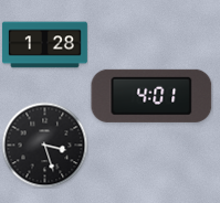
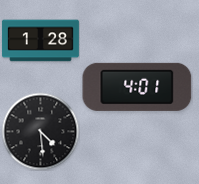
clock at (44, 145): 3:27 -> 4:29
